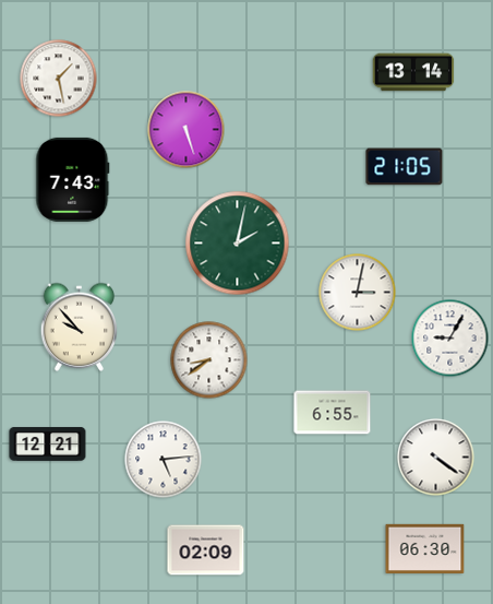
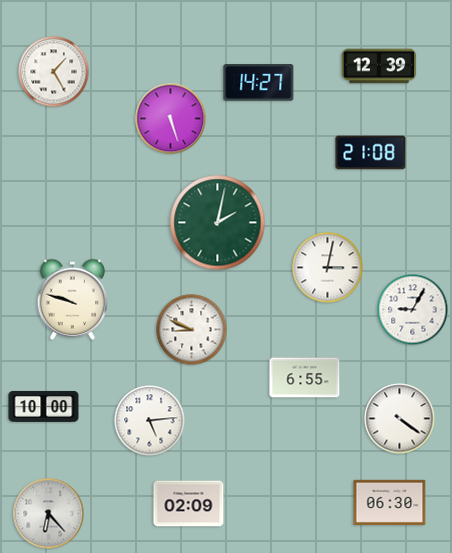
clock at (413, 72): 13:14 -> 12:39
clock at (59, 79): 1:28 -> 1:25
clock at (259, 83): none -> 14:27
clock at (405, 167): 21:05 -> 21:08
clock at (73, 179): 7:43 -> none
clock at (80, 327): 9:53 -> 9:48
clock at (209, 360): 8:39 -> 8:49
clock at (48, 443): 12:21 -> 10:00
clock at (49, 514): none -> 6:23
